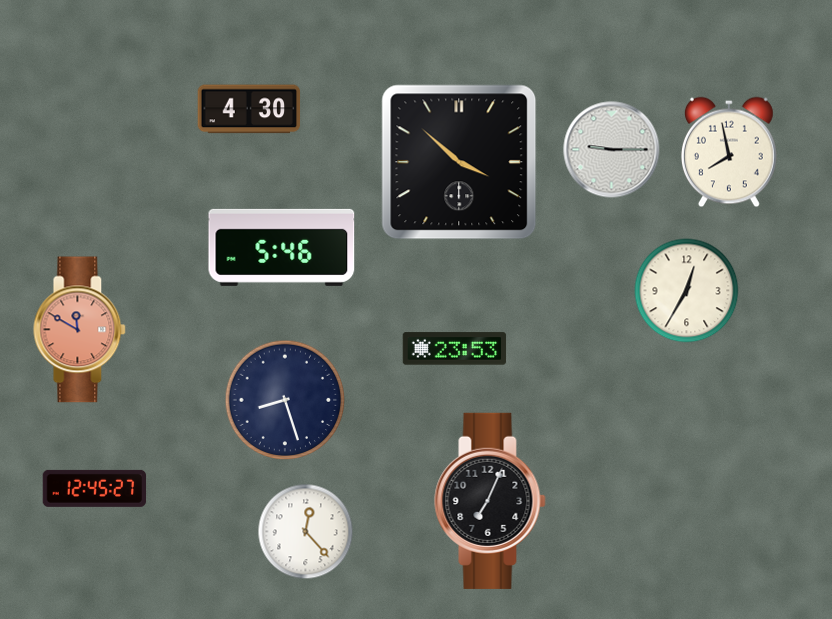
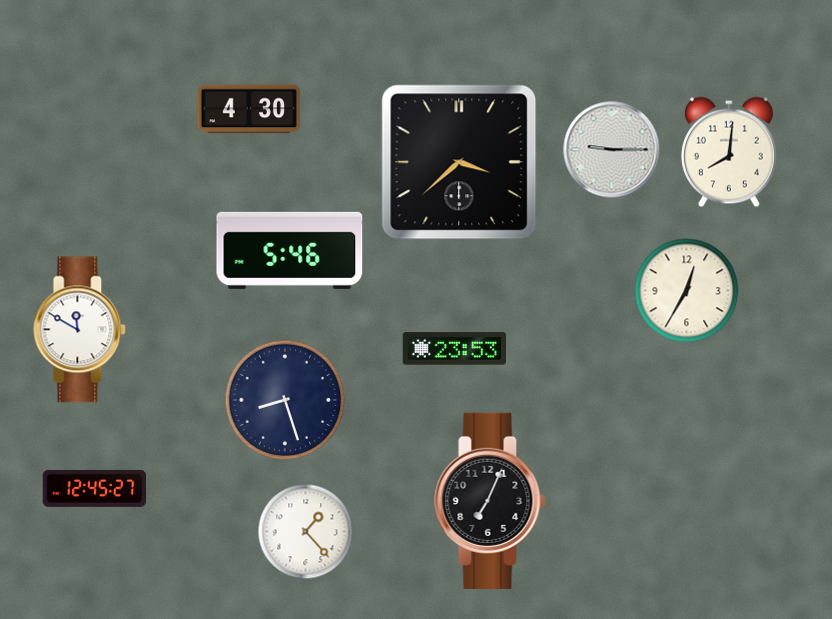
clock at (729, 152): 7:58 -> 8:01
clock at (459, 162): 3:52 -> 3:38
clock at (282, 247) position: (282, 247) -> (290, 250)
clock at (80, 330) dial: salmon -> white
clock at (306, 532): 12:23 -> 1:23
